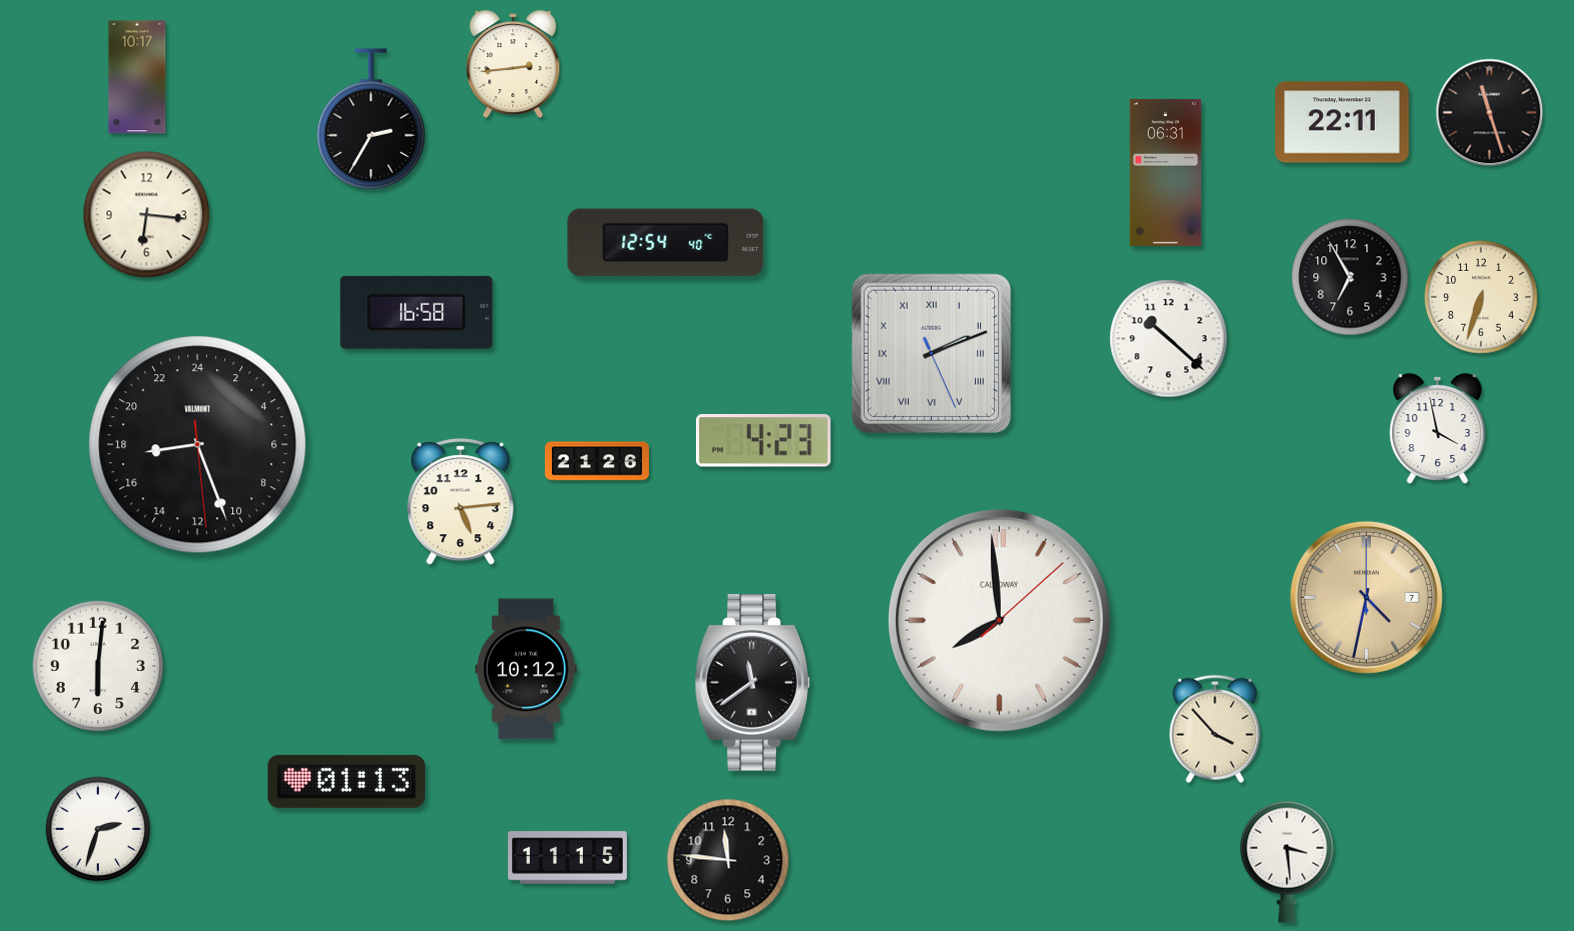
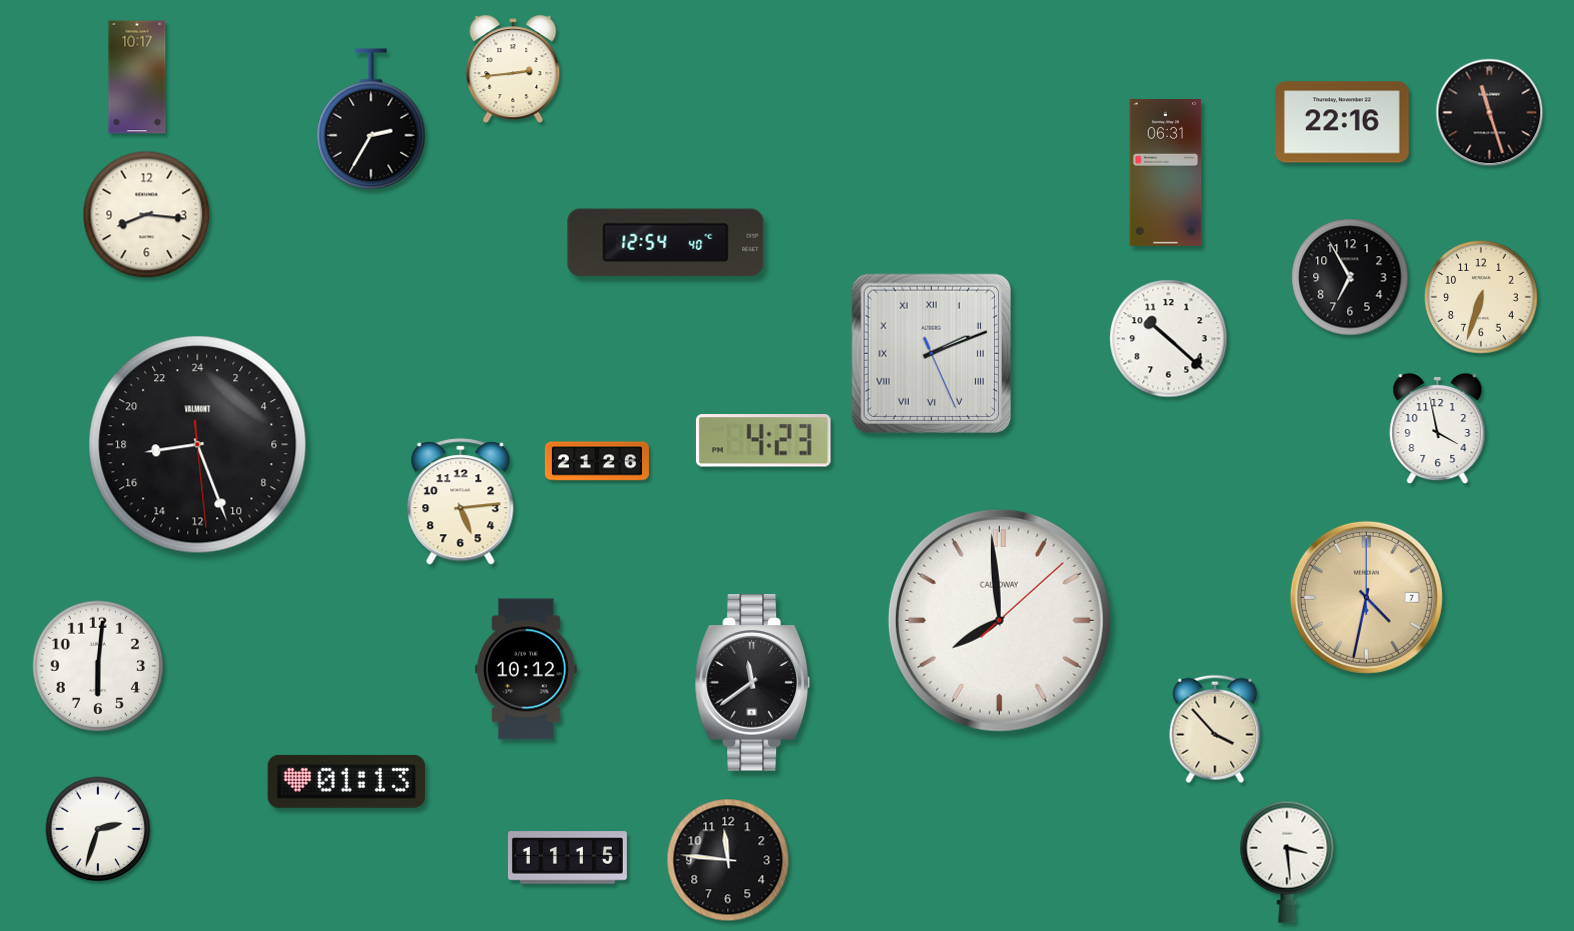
clock at (513, 63) position: (513, 63) -> (513, 68)
clock at (1343, 122): 22:11 -> 22:16
clock at (147, 215): 6:16 -> 8:16
clock at (417, 312): 16:58 -> none
